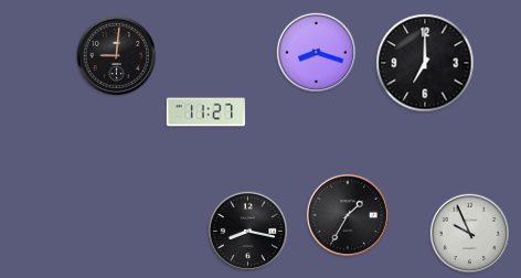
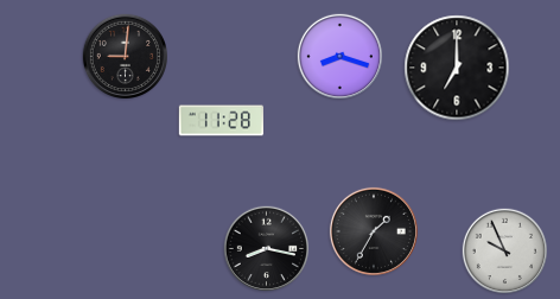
clock at (116, 55) position: (116, 55) -> (125, 56)
clock at (205, 113): 11:27 -> 11:28
